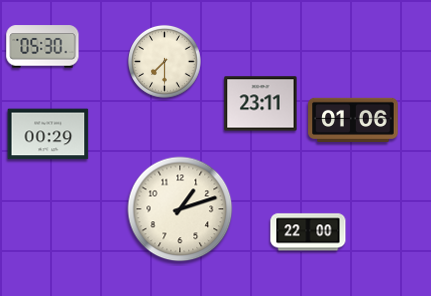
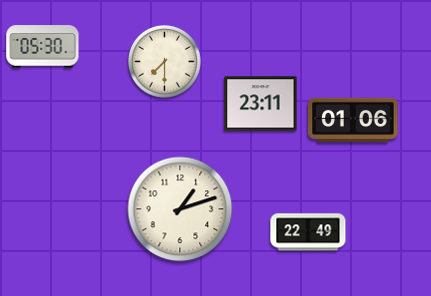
clock at (48, 134): 00:29 -> none
clock at (308, 232): 22:00 -> 22:49
